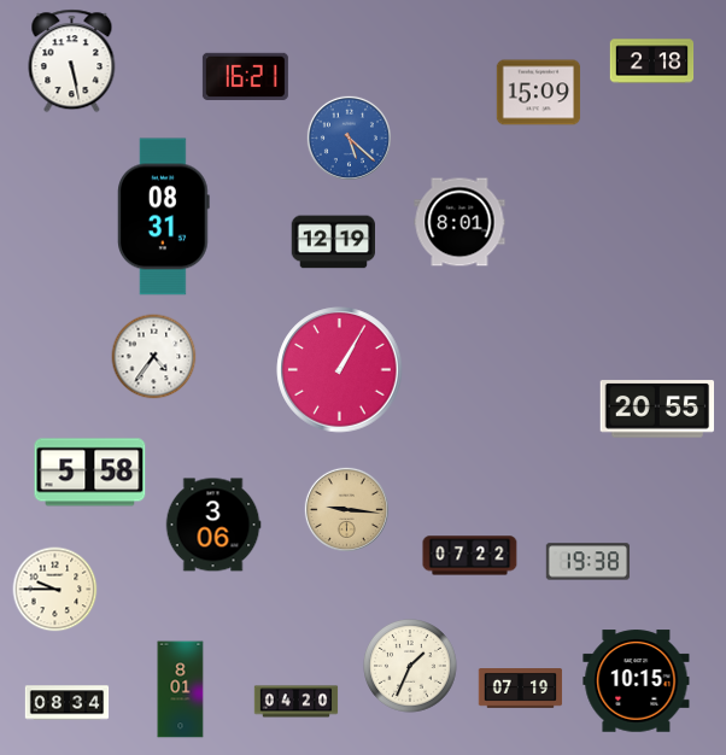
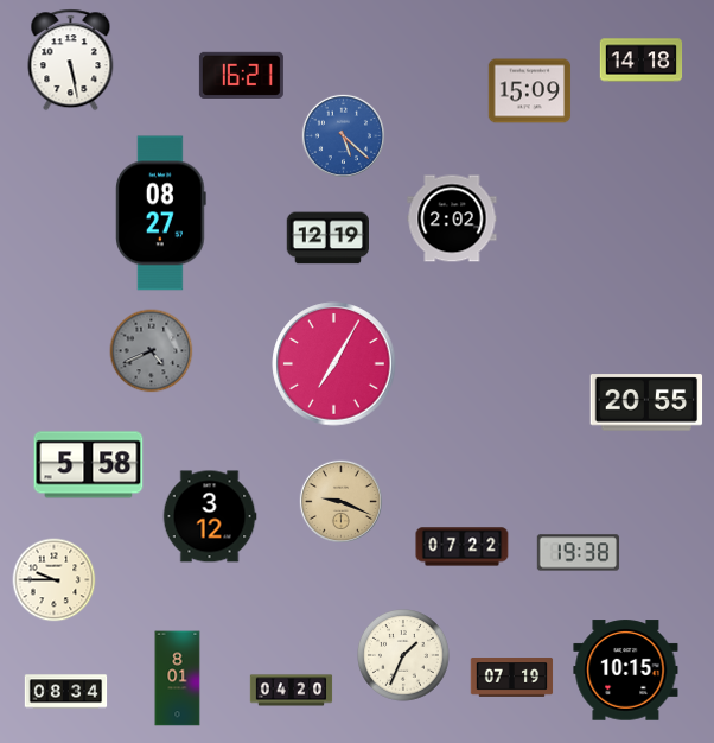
clock at (652, 62): 2:18 -> 14:18
clock at (164, 217): 08:31 -> 08:27
clock at (459, 222): 8:01 -> 2:02
clock at (154, 357): 4:36 -> 4:41
clock at (154, 357) dial: white -> grey
clock at (340, 370): 1:05 -> 7:05
clock at (346, 509): 9:16 -> 9:19
clock at (213, 525): 3:06 -> 3:12
